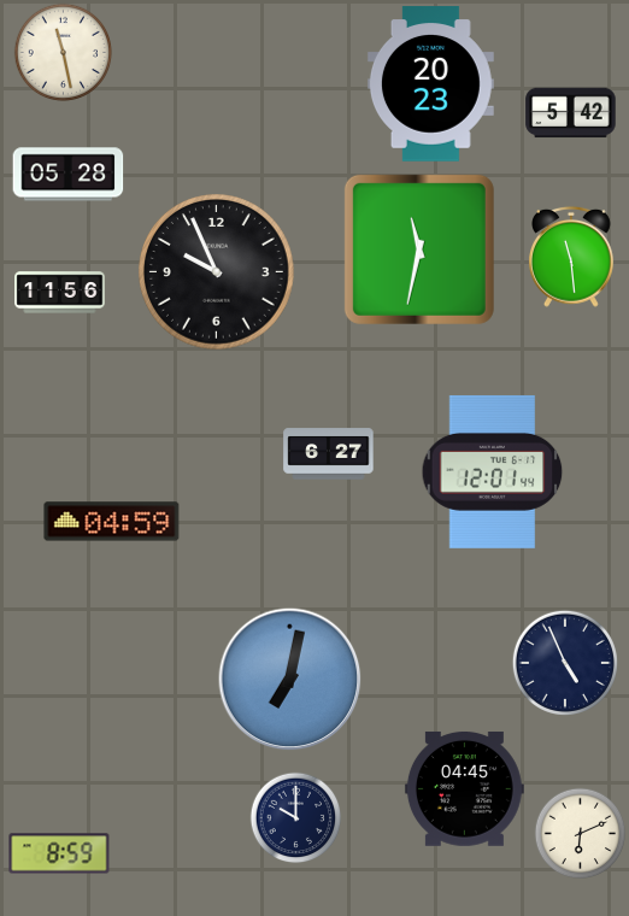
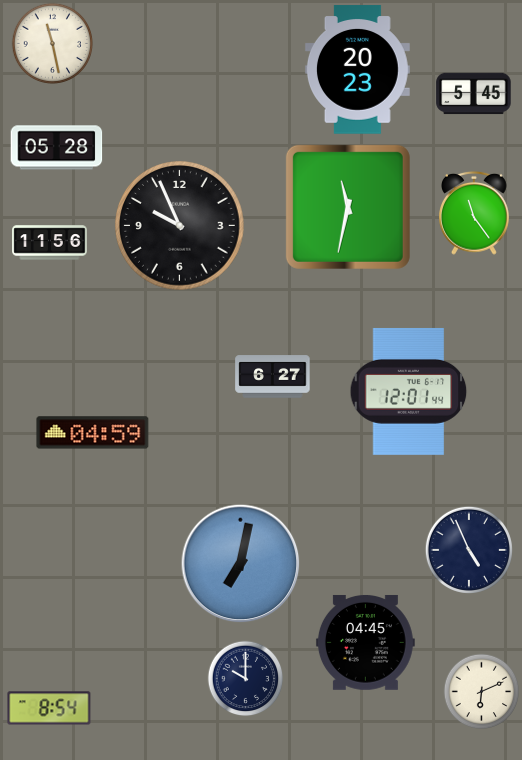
clock at (571, 113): 5:42 -> 5:45
clock at (69, 175) position: (69, 175) -> (57, 148)
clock at (572, 257): 11:29 -> 11:24
clock at (464, 788) position: (464, 788) -> (365, 642)
clock at (59, 853): 8:59 -> 8:54
